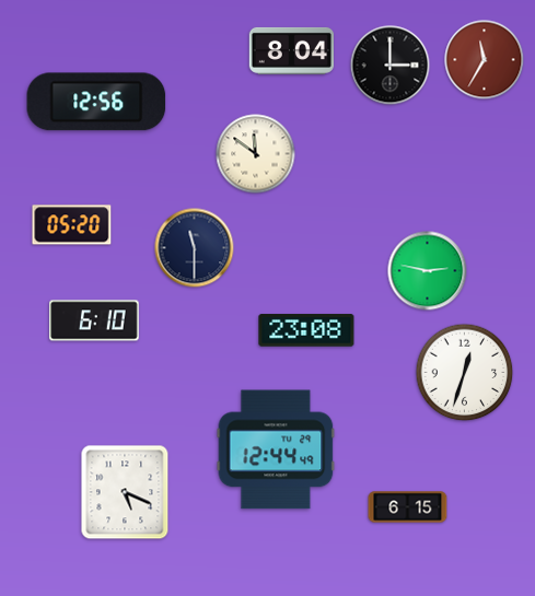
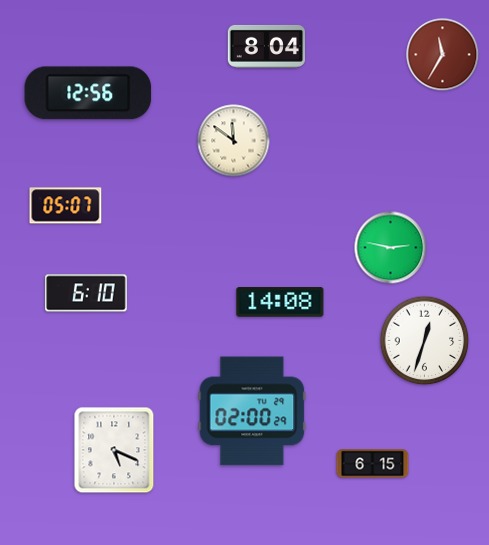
clock at (391, 66): 3:00 -> none
clock at (72, 225): 05:20 -> 05:07
clock at (195, 248): 11:30 -> none
clock at (306, 330): 23:08 -> 14:08
clock at (276, 449): 12:44 -> 02:00
